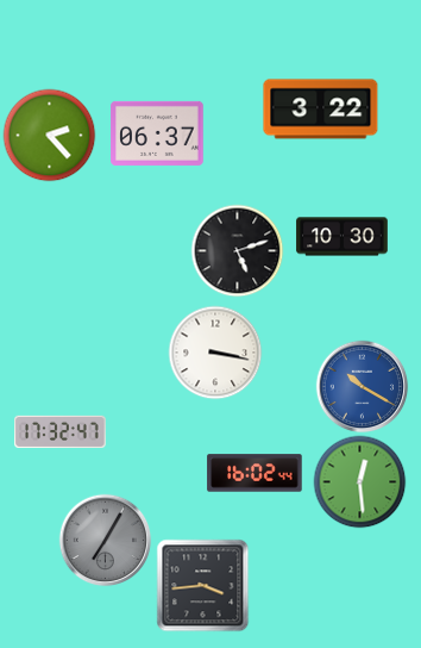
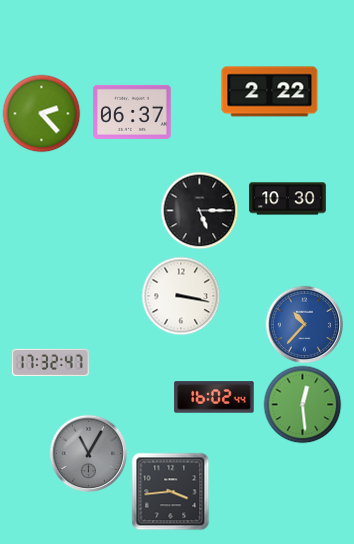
clock at (321, 110): 3:22 -> 2:22
clock at (237, 250): 5:12 -> 5:15
clock at (362, 386): 10:20 -> 10:37
clock at (105, 540): 7:05 -> 11:05
